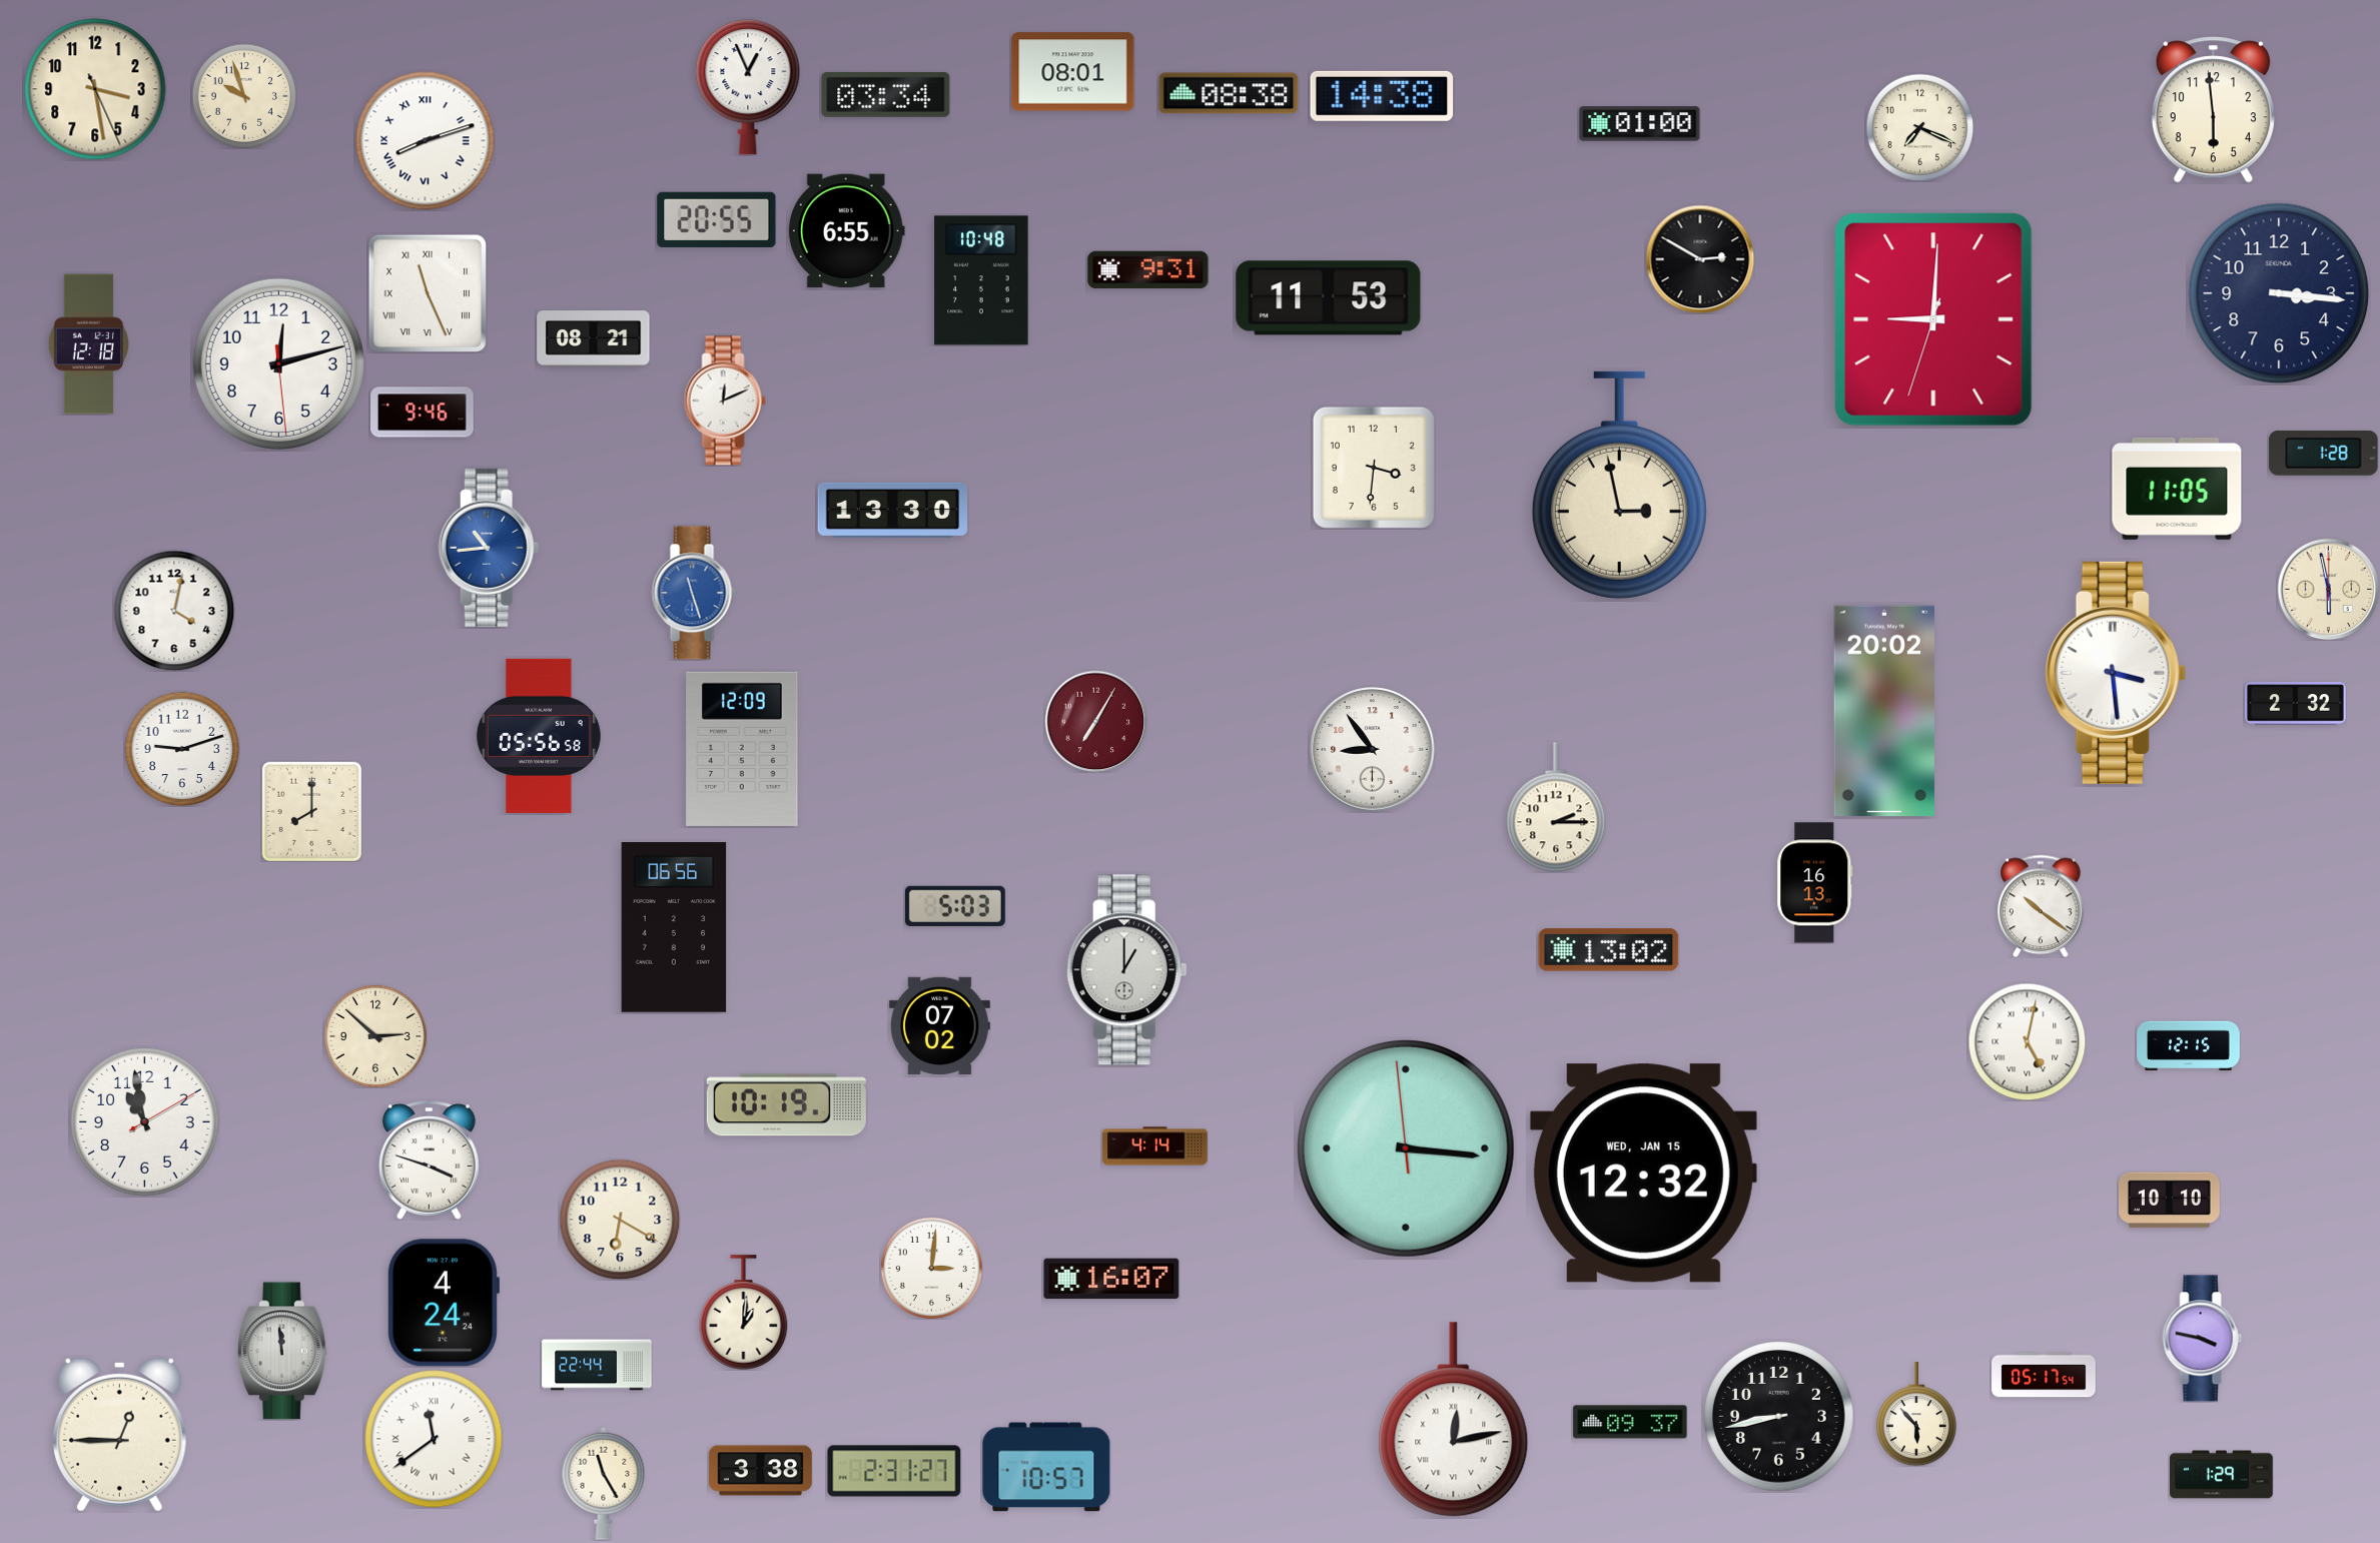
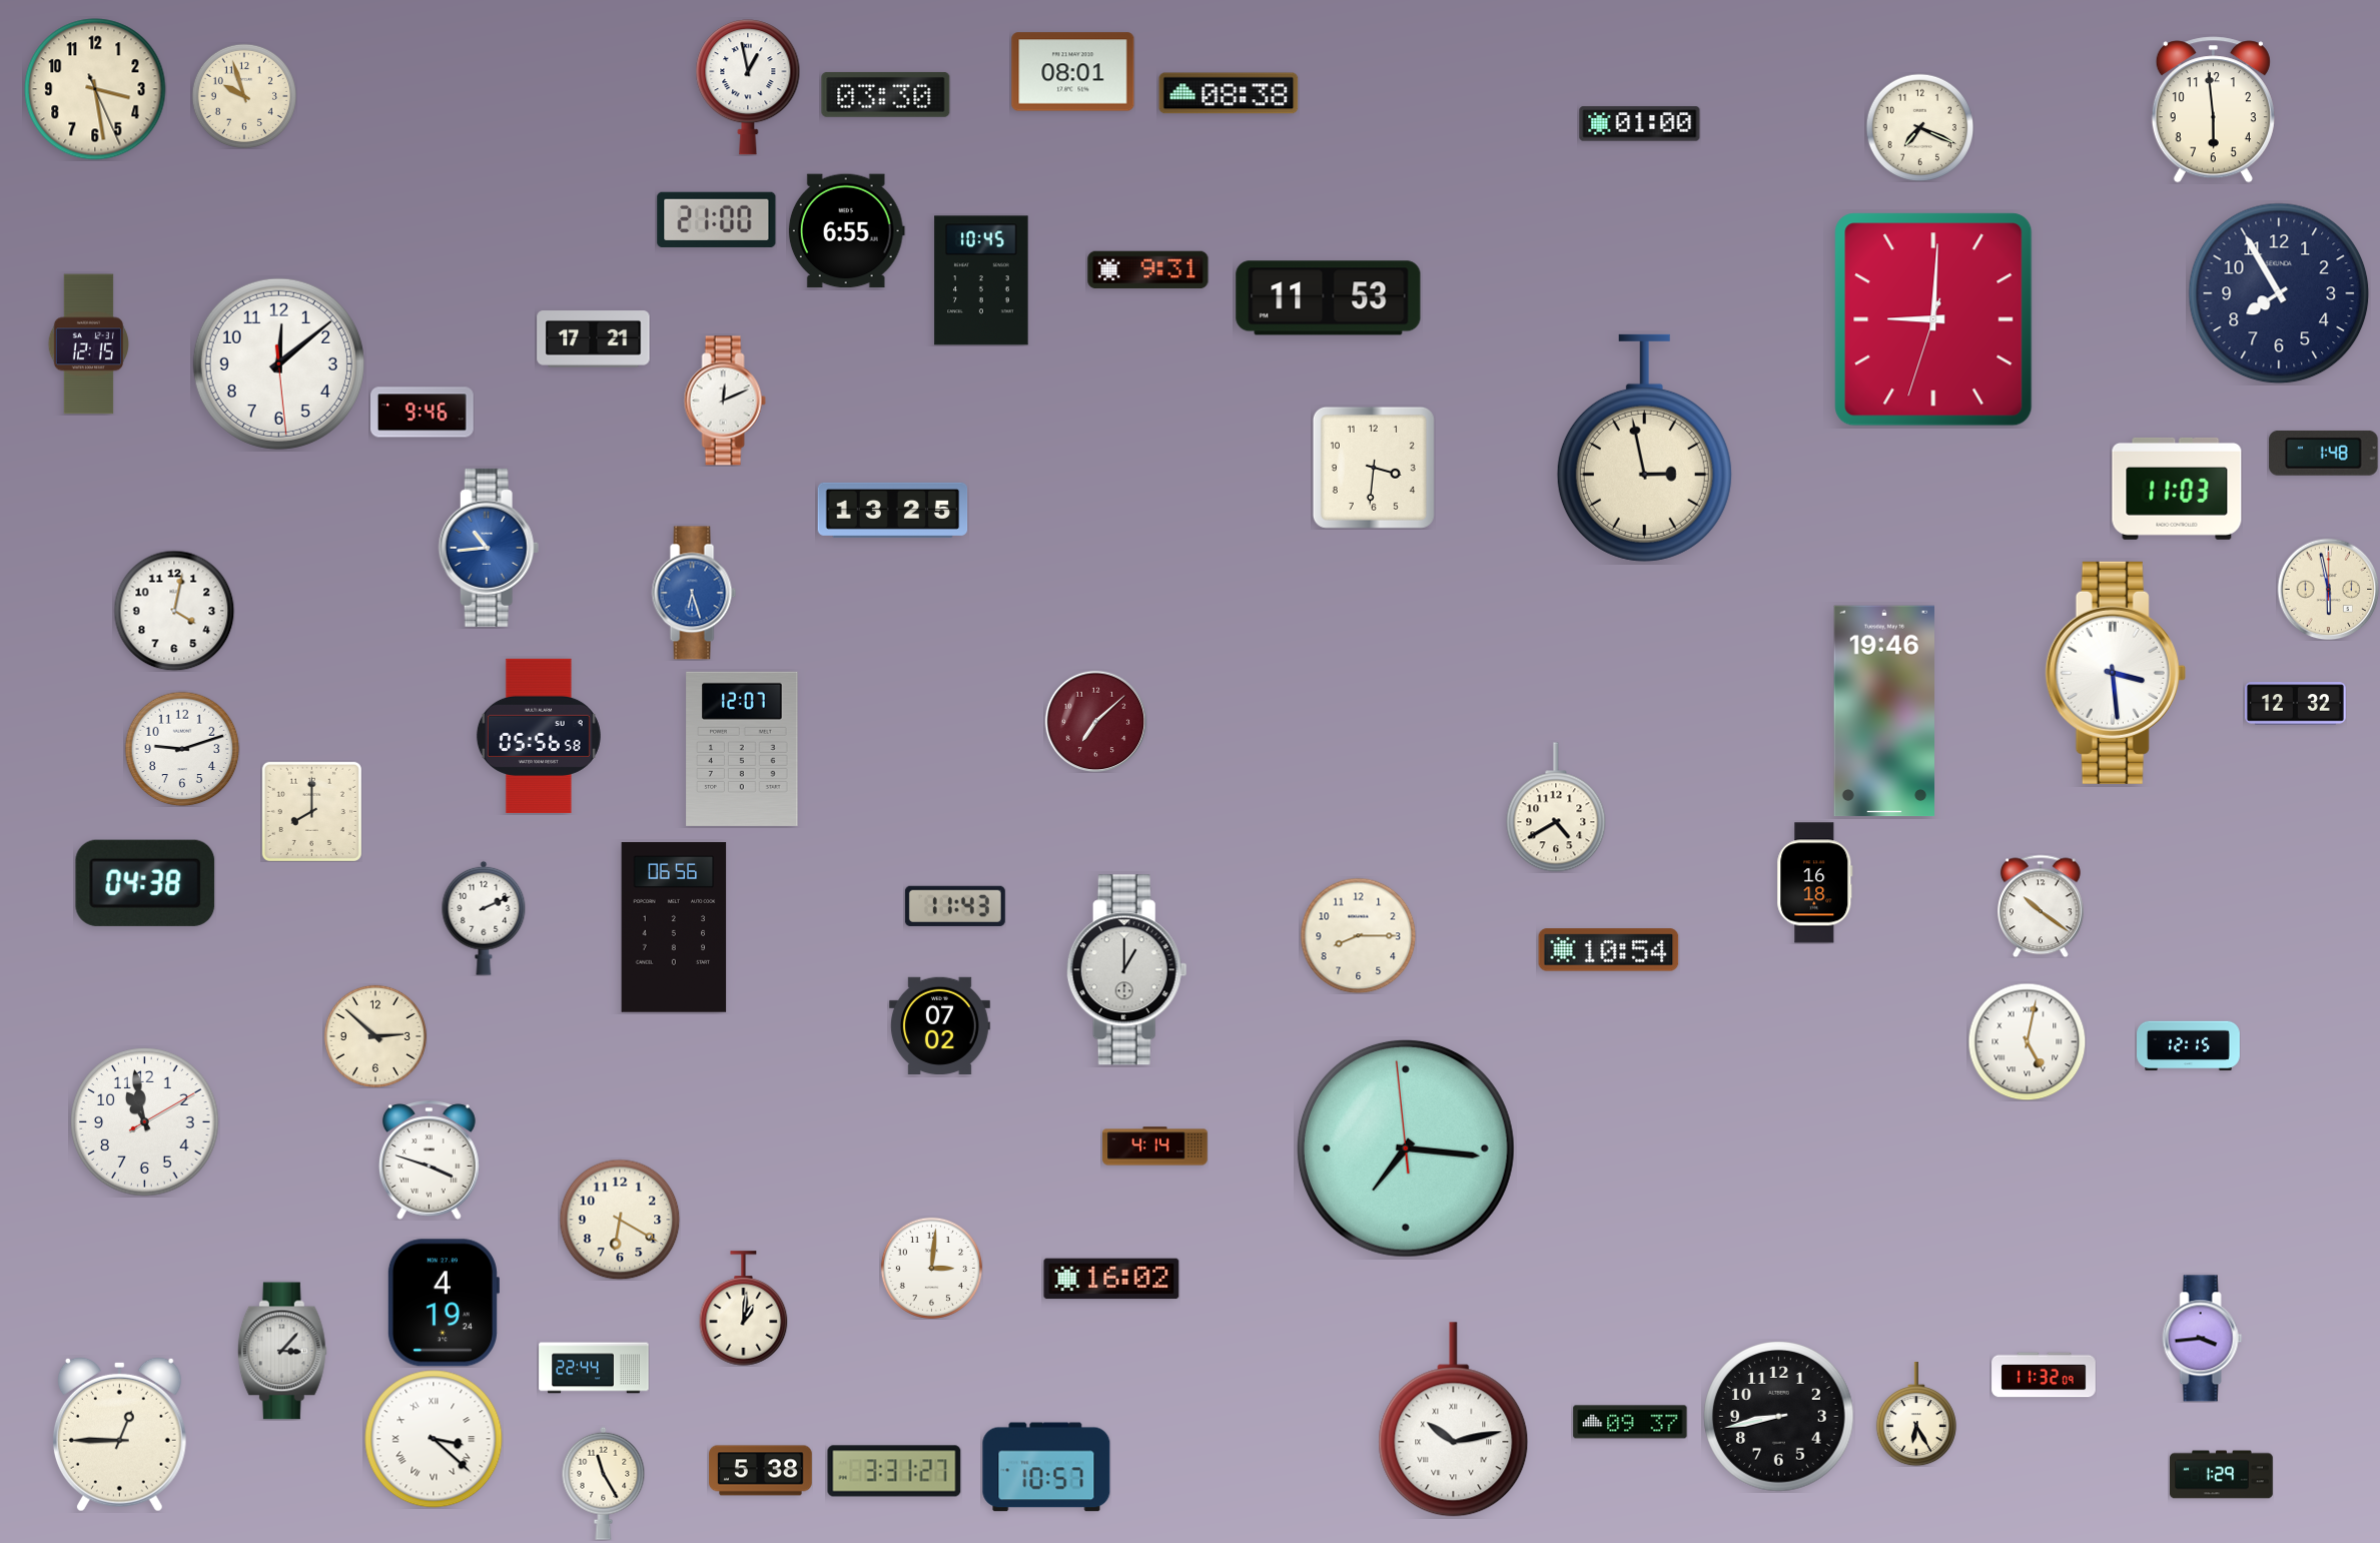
clock at (748, 87): 12:56 -> 12:58
clock at (886, 94): 03:34 -> 03:30
clock at (1382, 96): 14:38 -> none
clock at (426, 141): 8:12 -> none
clock at (717, 219): 20:55 -> 21:00
clock at (1700, 259): 2:50 -> none
clock at (981, 280): 10:48 -> 10:45
clock at (427, 292): 11:26 -> none
clock at (2279, 293): 3:16 -> 7:55
clock at (594, 339): 08:21 -> 17:21
clock at (88, 344): 12:18 -> 12:15
clock at (278, 363): 12:12 -> 12:08
clock at (2324, 453): 1:28 -> 1:48
clock at (1619, 485) position: (1619, 485) -> (1644, 448)
clock at (2177, 489): 11:05 -> 11:03
clock at (893, 510): 13:30 -> 13:25
clock at (694, 593): 11:27 -> 6:27
clock at (2296, 704): 2:32 -> 12:32
clock at (1883, 711): 20:02 -> 19:46
clock at (1095, 721): 7:05 -> 7:08
clock at (742, 749): 12:09 -> 12:07
clock at (1373, 750): 8:54 -> none
clock at (1556, 807): 2:15 -> 4:40
clock at (145, 883): none -> 04:38
clock at (1815, 883): 16:13 -> 16:18
clock at (955, 906): 5:03 -> 11:43
clock at (484, 918): none -> 2:11
clock at (1358, 935): none -> 8:15
clock at (1609, 950): 13:02 -> 10:54
clock at (786, 1105): 10:19 -> none
clock at (1406, 1148): 3:15 -> 7:15
clock at (1643, 1174): 12:32 -> none
clock at (2170, 1201): 10:10 -> none
clock at (1111, 1279): 16:07 -> 16:02
clock at (443, 1303): 4:24 -> 4:19
clock at (744, 1313) position: (744, 1313) -> (744, 1309)
clock at (2203, 1339): 3:47 -> 3:44
clock at (282, 1351): 11:59 -> 3:07
clock at (597, 1365) position: (597, 1365) -> (594, 1368)
clock at (2044, 1375): 05:17 -> 11:32
clock at (1916, 1414): 5:53 -> 6:25
clock at (1454, 1420): 12:13 -> 10:13
clock at (434, 1439): 11:39 -> 3:22
clock at (761, 1471): 3:38 -> 5:38
clock at (894, 1471): 2:31 -> 3:31
